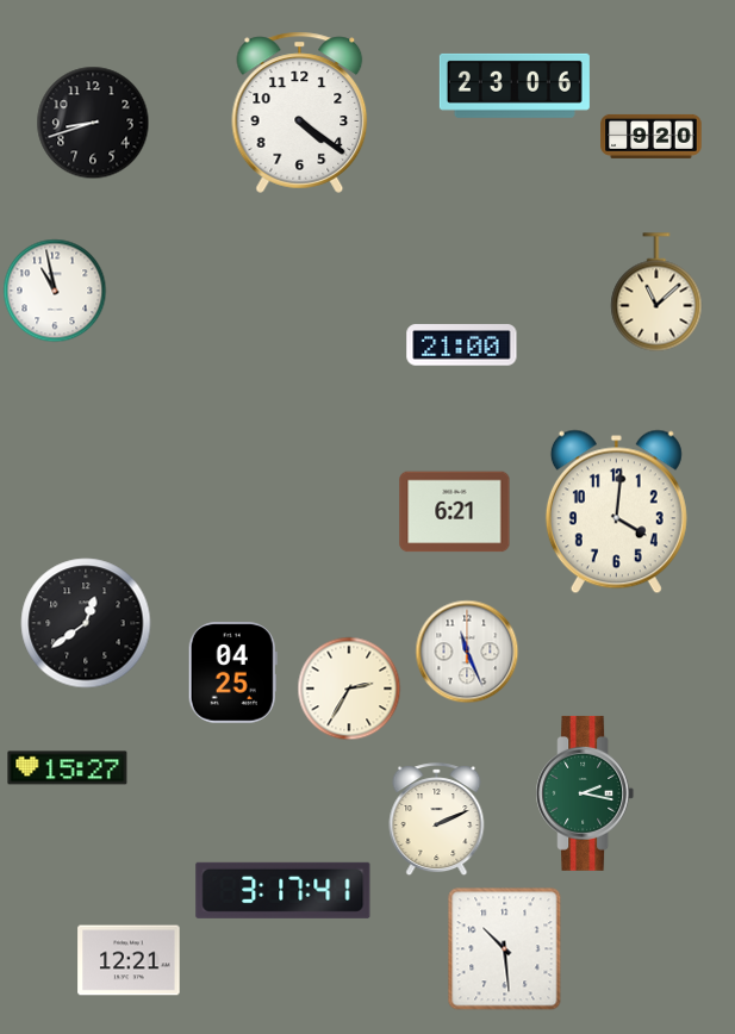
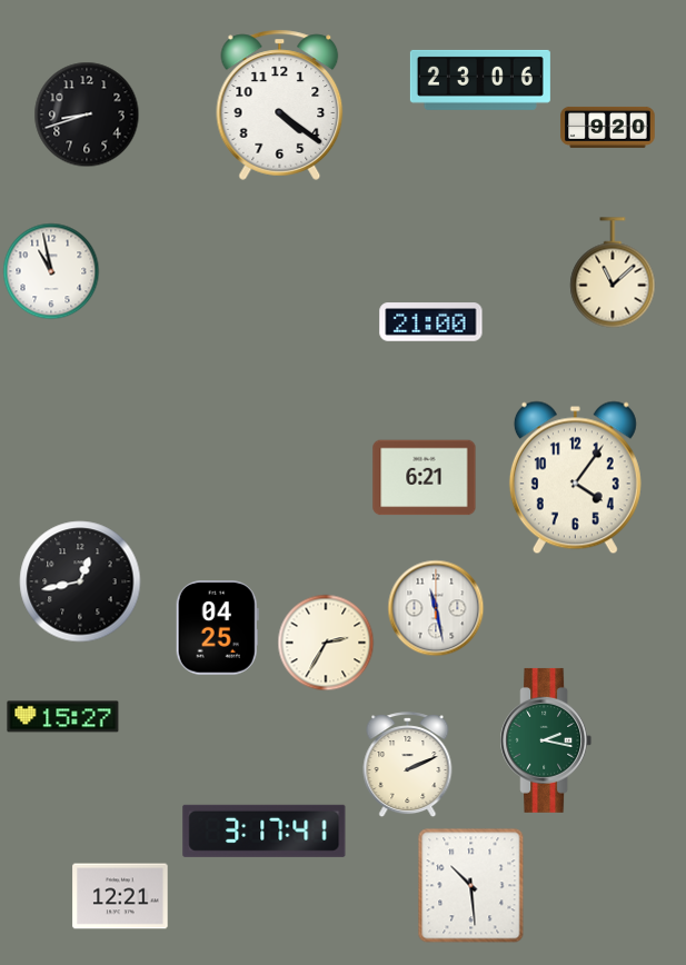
clock at (616, 512): 4:01 -> 4:06
clock at (86, 623): 12:39 -> 12:43
clock at (467, 652): 11:26 -> 11:28
